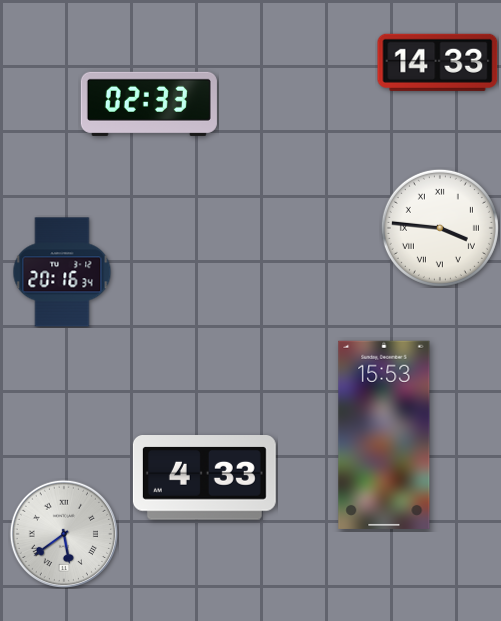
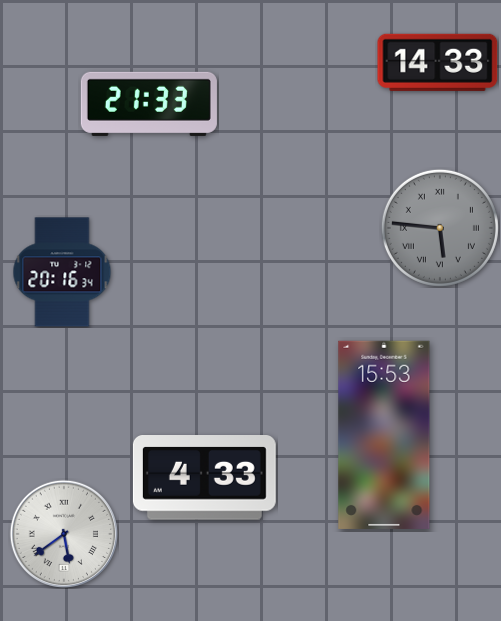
clock at (149, 104): 02:33 -> 21:33
clock at (440, 228): 3:46 -> 5:46
clock at (440, 228) dial: white -> grey
